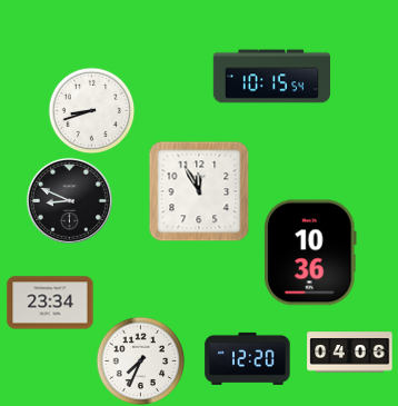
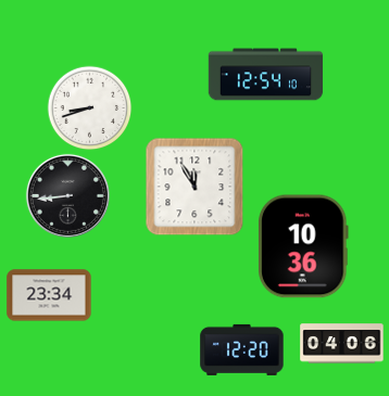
clock at (272, 77): 10:15 -> 12:54
clock at (69, 200): 8:49 -> 8:44
clock at (140, 360): 7:34 -> none
